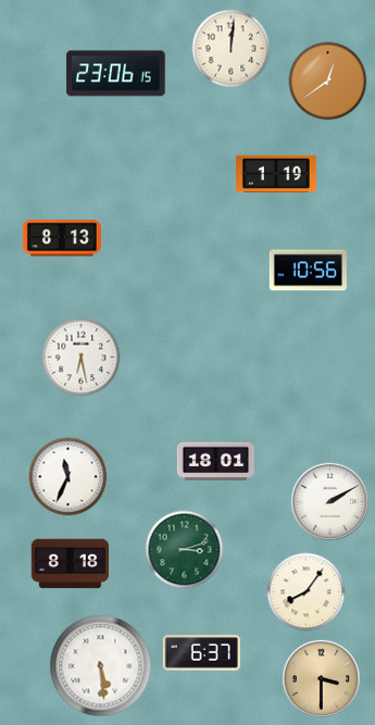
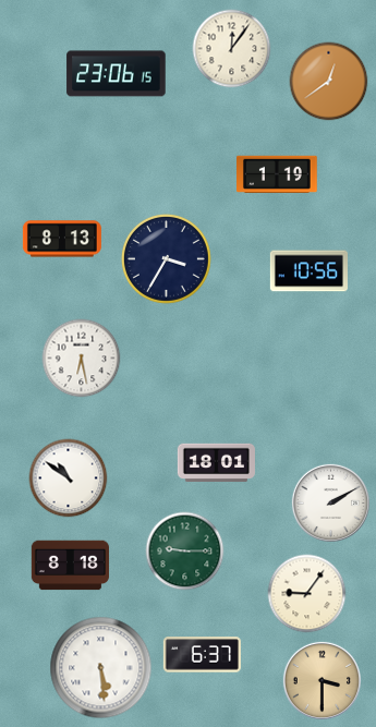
clock at (232, 49): 12:01 -> 12:06
clock at (166, 258): none -> 3:35
clock at (68, 477): 11:34 -> 10:51
clock at (185, 550): 3:12 -> 9:15
clock at (307, 592): 8:06 -> 9:06
